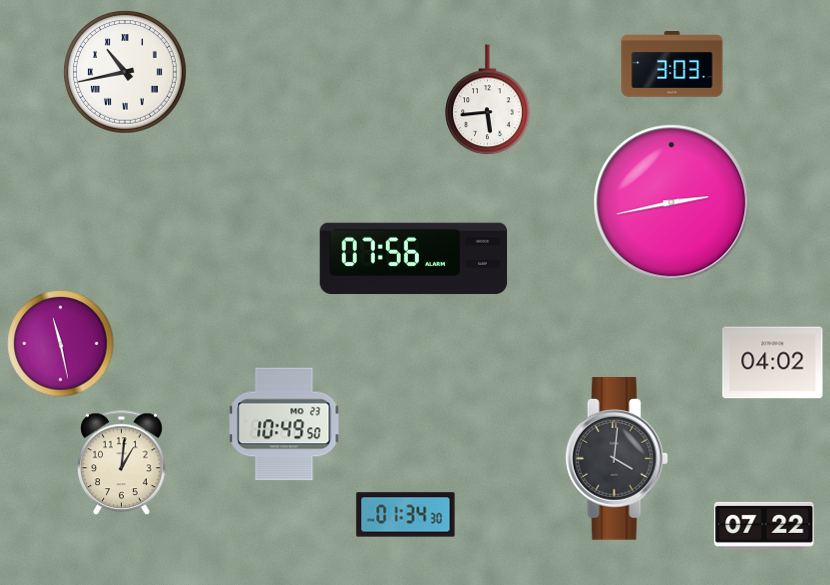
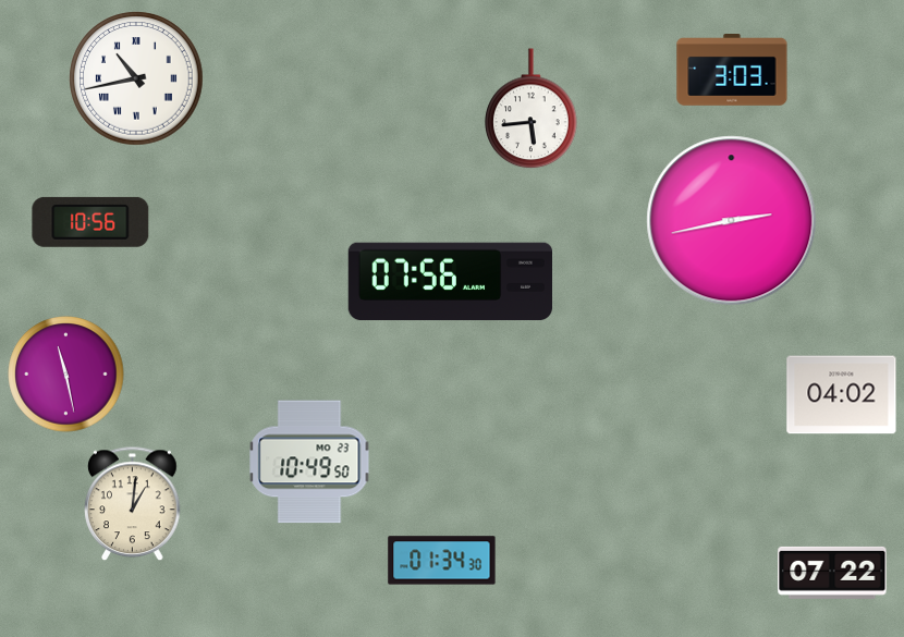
clock at (90, 222): none -> 10:56
clock at (616, 459): 4:01 -> none
